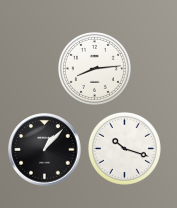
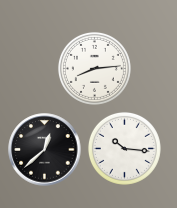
clock at (124, 148): 10:18 -> 10:16
clock at (45, 150): 1:07 -> 12:38
